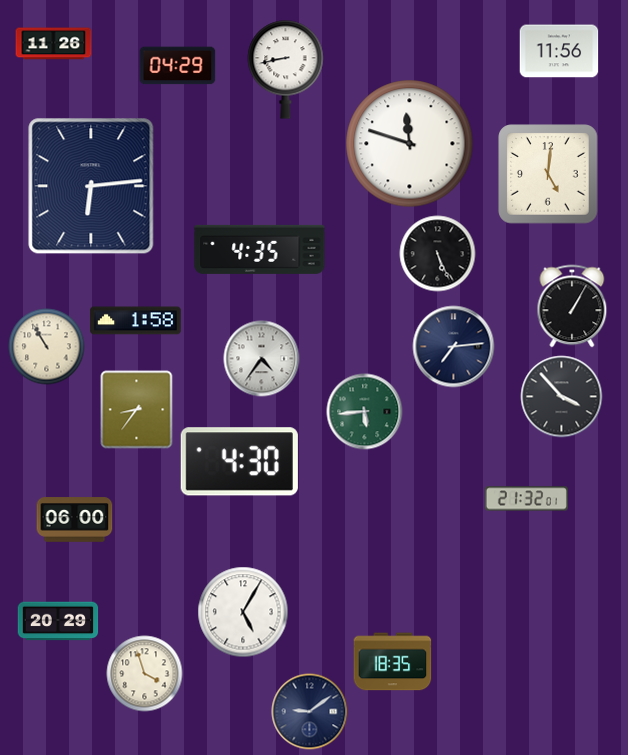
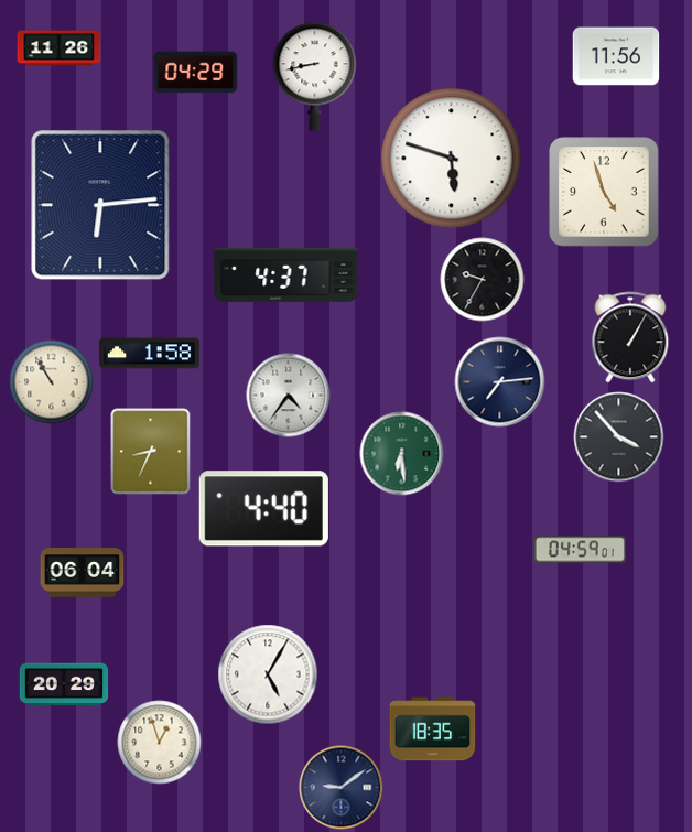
clock at (410, 144): 11:48 -> 5:48
clock at (548, 174): 5:01 -> 4:57
clock at (260, 249): 4:35 -> 4:37
clock at (438, 254): 5:26 -> 9:35
clock at (137, 410): 8:36 -> 8:34
clock at (365, 412): 5:44 -> 6:29
clock at (239, 462): 4:30 -> 4:40
clock at (526, 499): 21:32 -> 04:59
clock at (75, 520): 06:00 -> 06:04
clock at (145, 674): 3:57 -> 12:57
clock at (310, 712) position: (310, 712) -> (342, 788)
